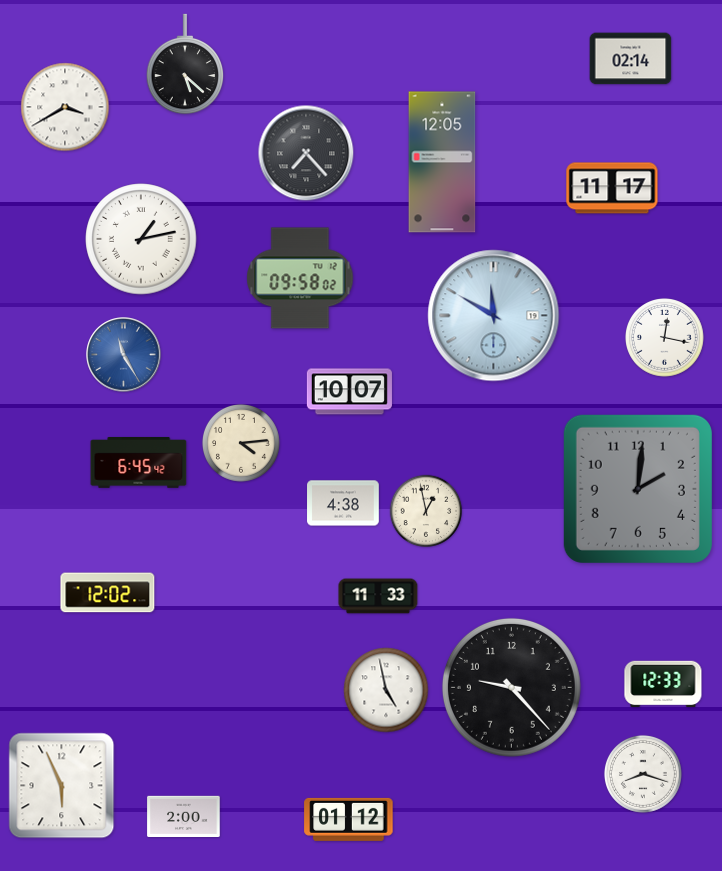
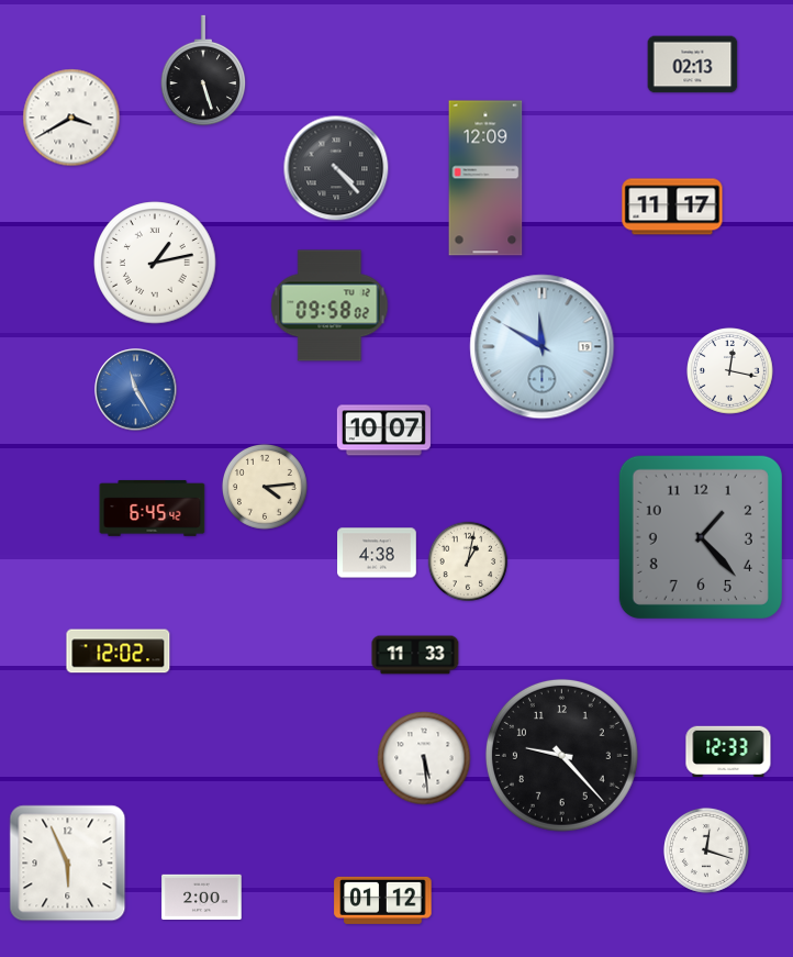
clock at (631, 59): 02:14 -> 02:13
clock at (185, 64): 5:22 -> 5:27
clock at (306, 153): 7:23 -> 4:23
clock at (442, 162): 12:05 -> 12:09
clock at (638, 489): 2:01 -> 1:23
clock at (426, 511): 12:58 -> 1:02
clock at (386, 690): 4:58 -> 5:29
clock at (643, 774): 8:18 -> 12:18
